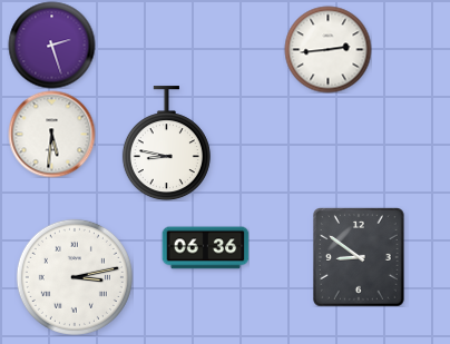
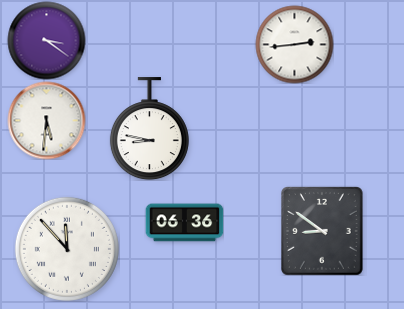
clock at (51, 45): 2:27 -> 3:21
clock at (75, 277): 3:13 -> 11:53
